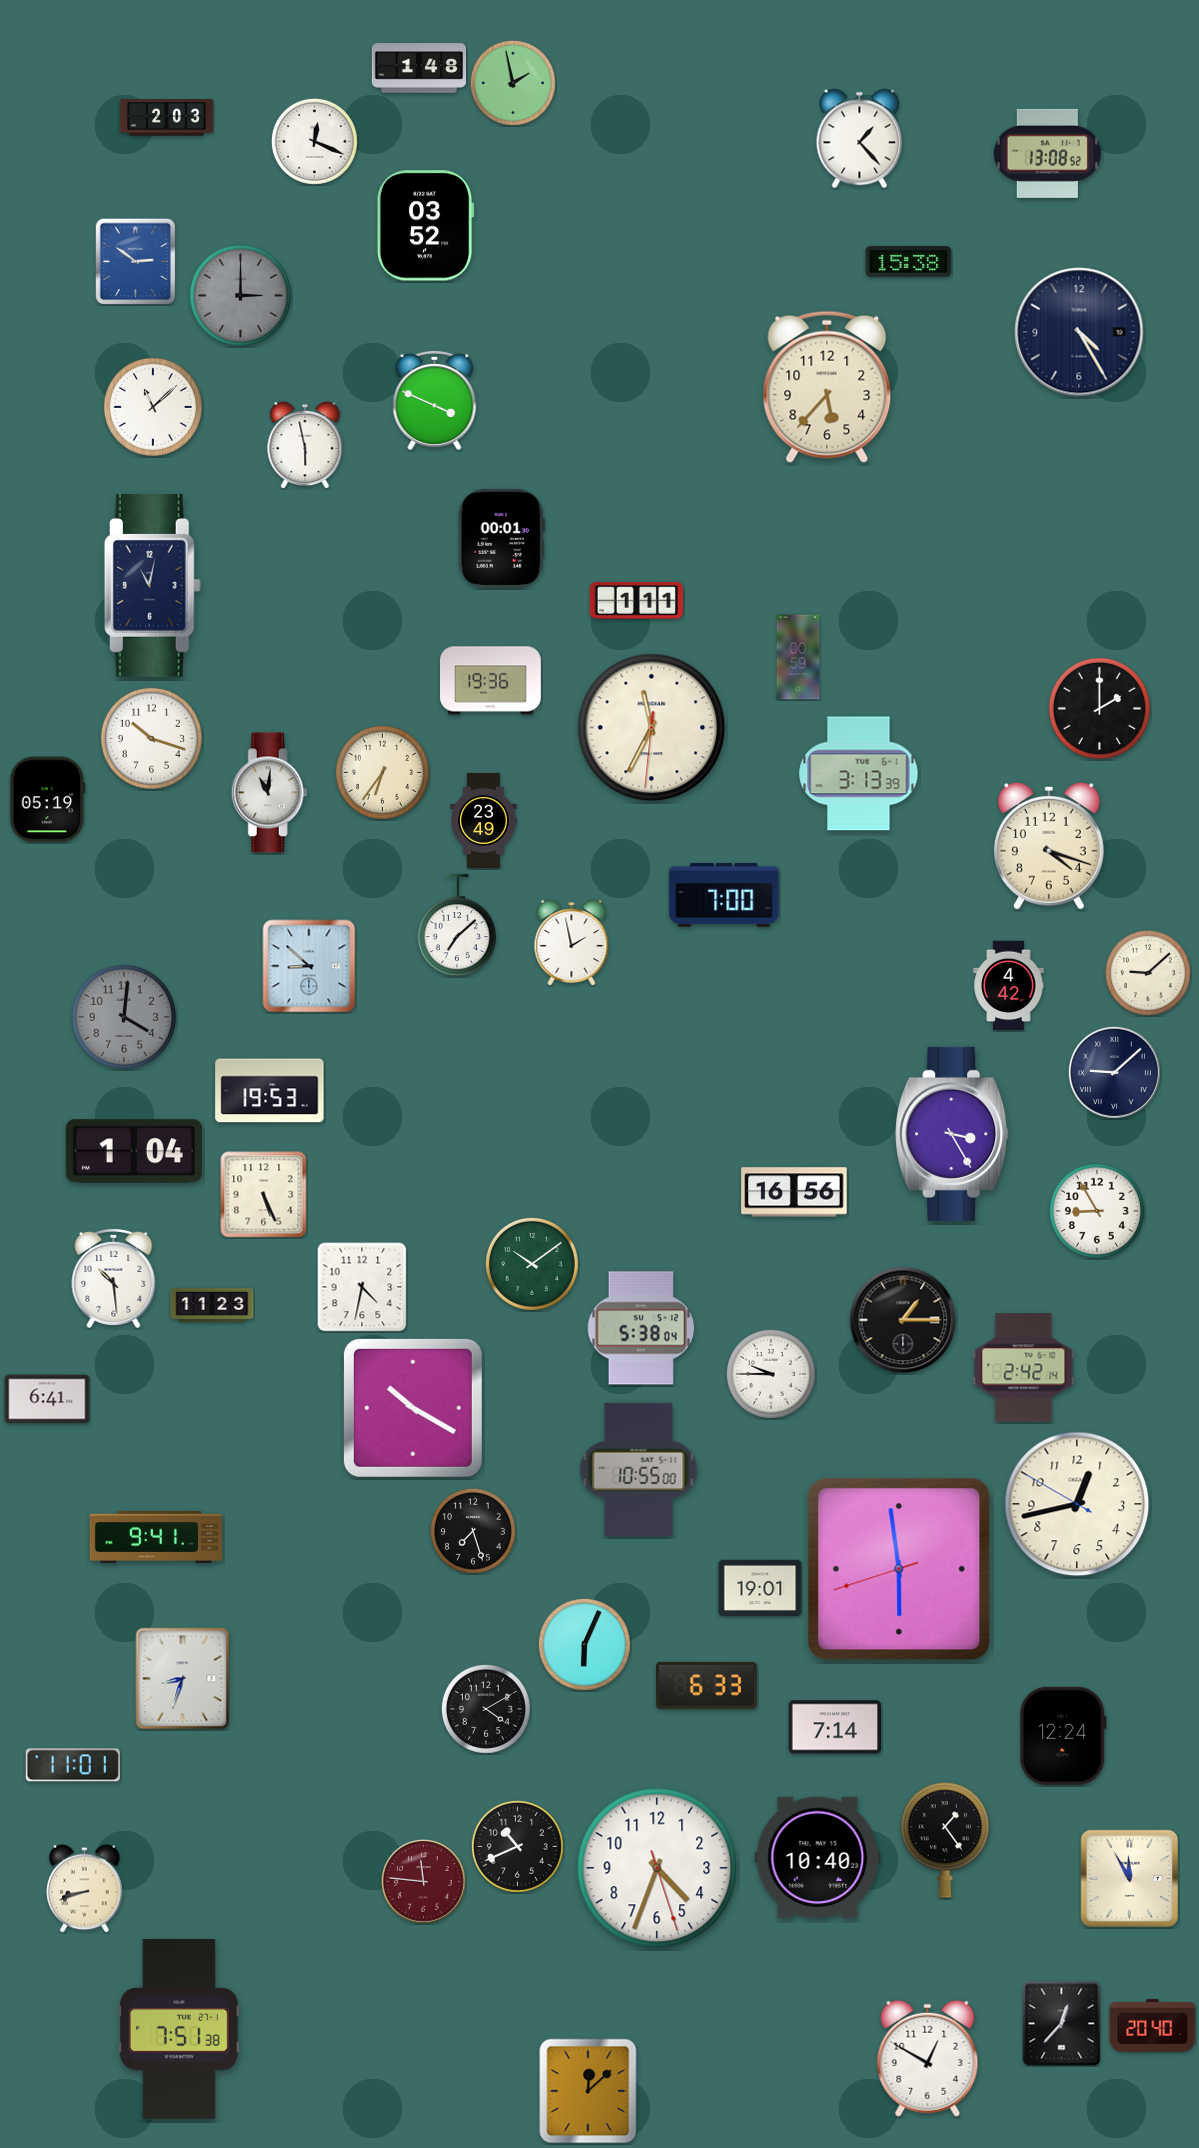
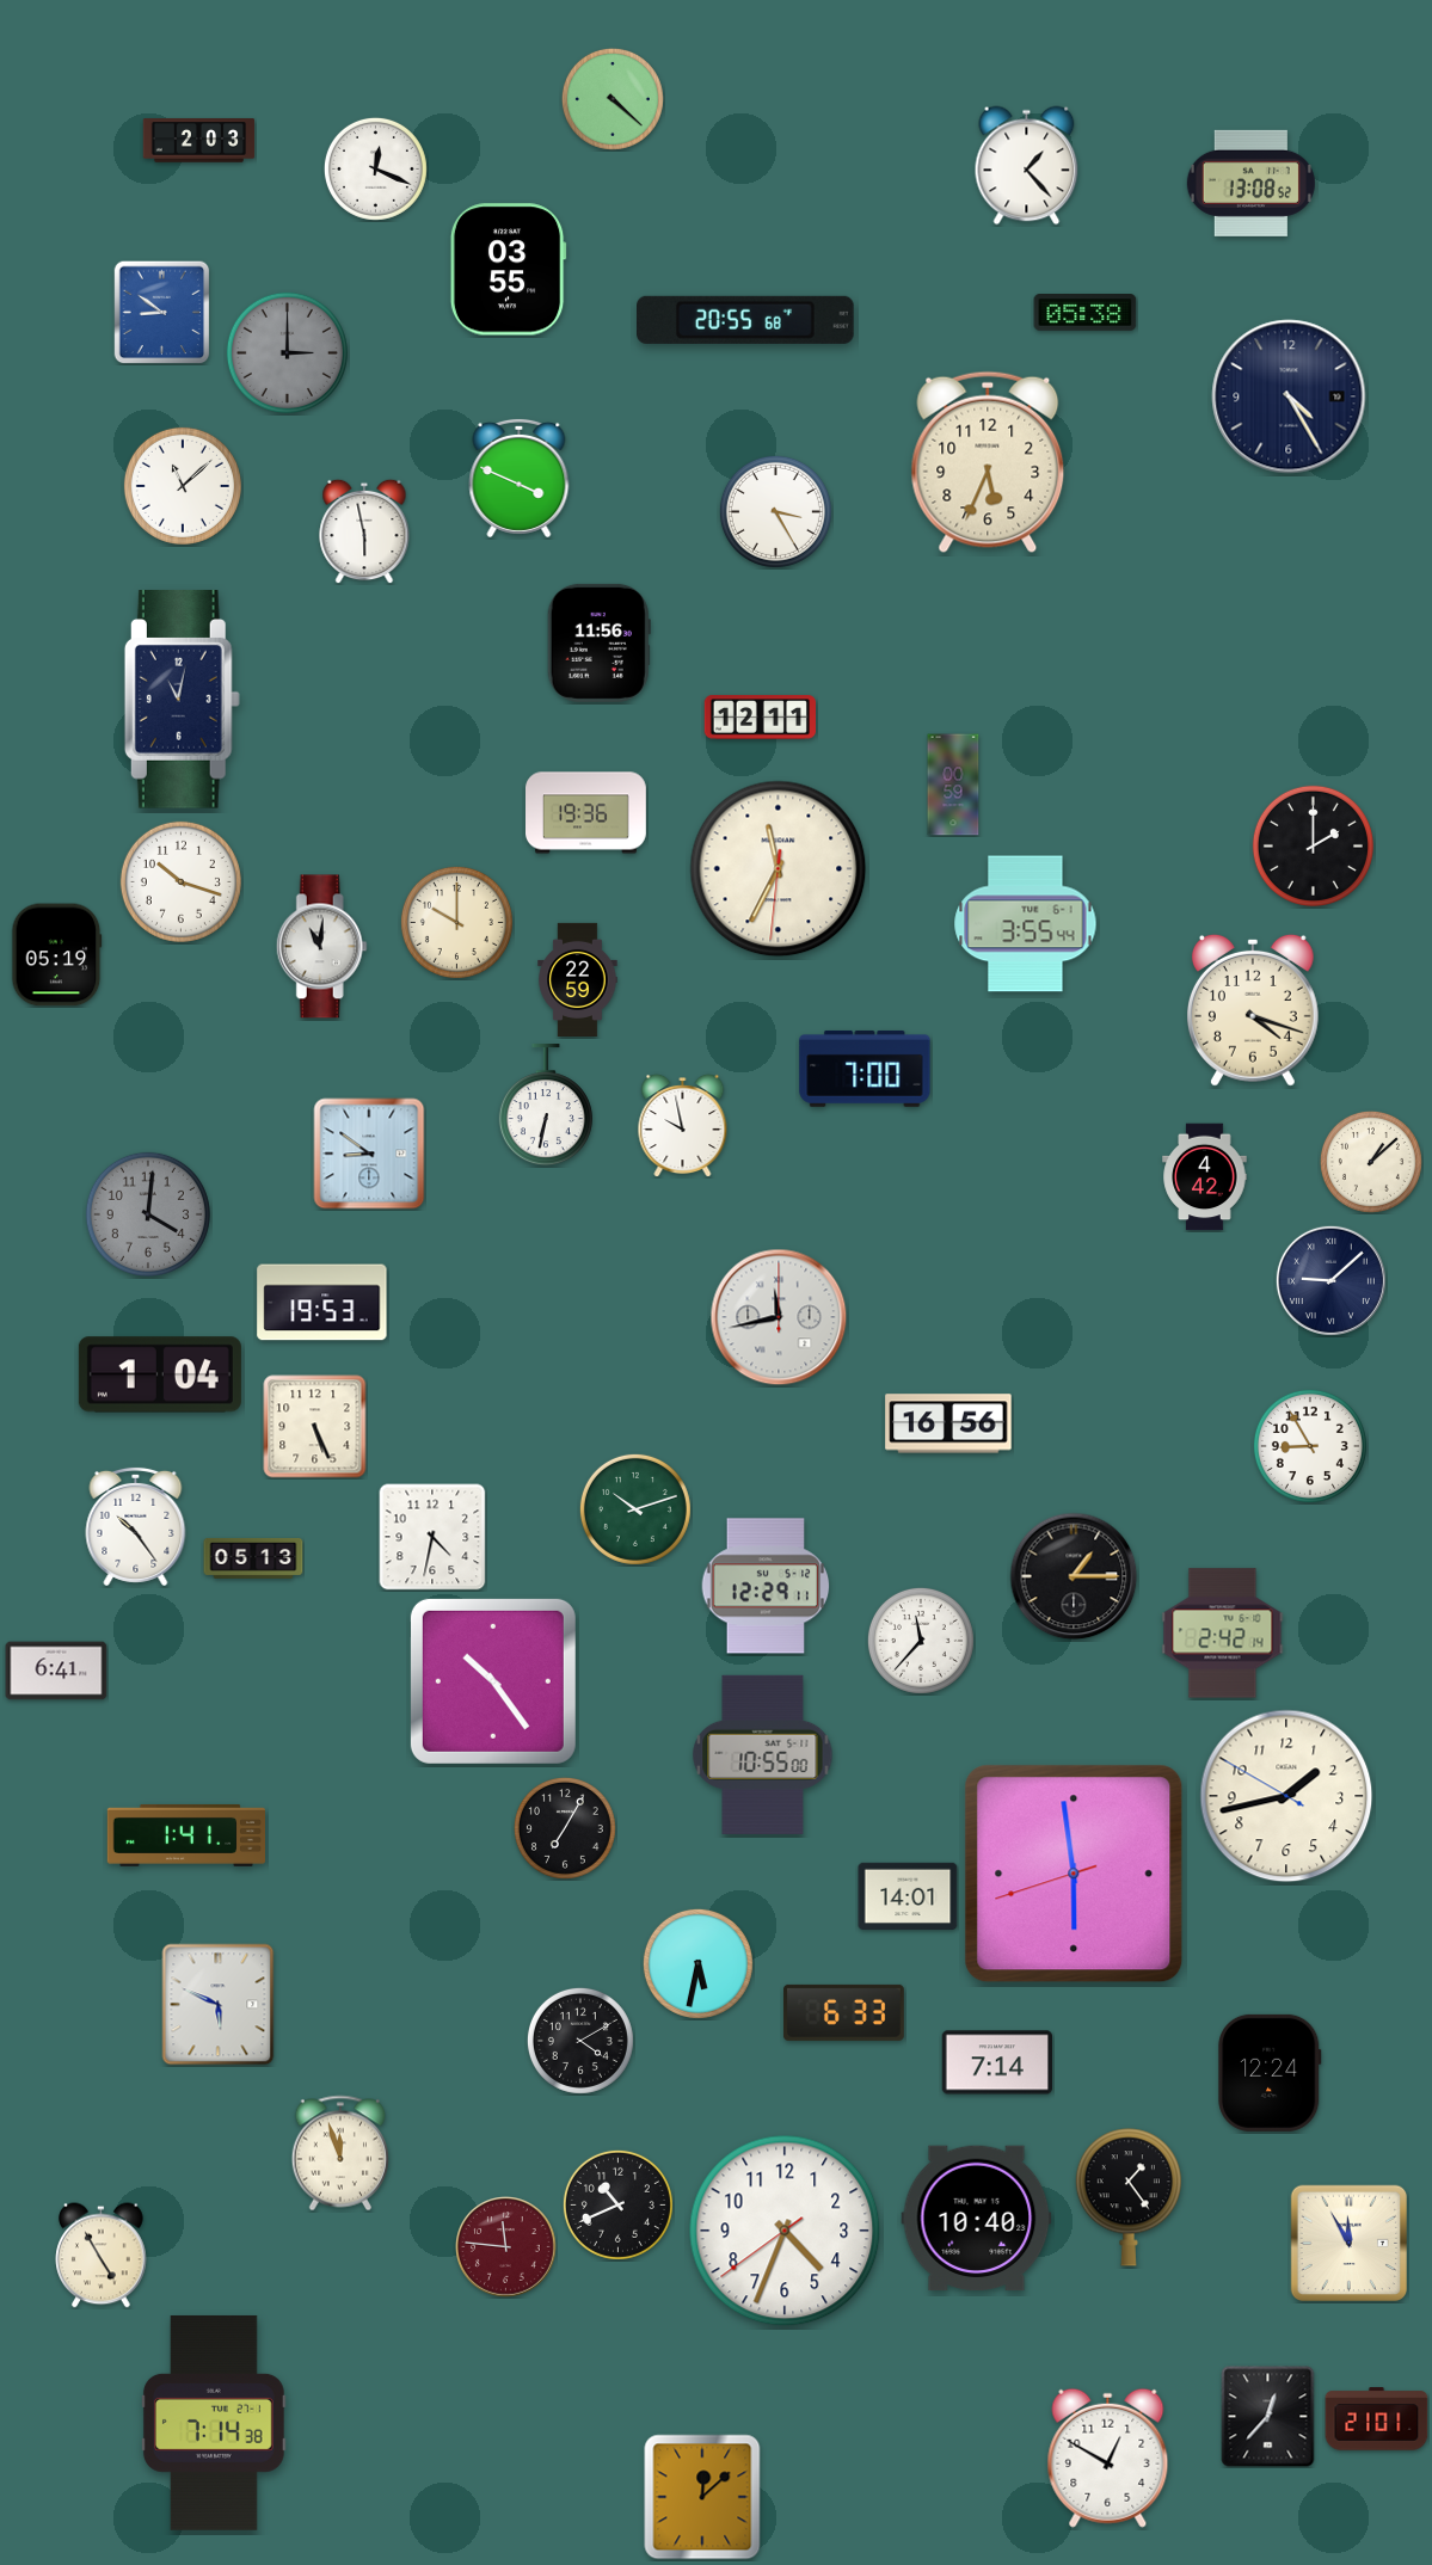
clock at (418, 68): 1:48 -> none
clock at (513, 83): 1:58 -> 4:22
clock at (425, 226): 03:52 -> 03:55
clock at (136, 261): 2:51 -> 8:51
clock at (909, 262): 15:38 -> 05:38
clock at (746, 320): none -> 20:55
clock at (827, 387): 5:37 -> 5:34
clock at (775, 511): none -> 3:25
clock at (501, 538): 00:01 -> 11:56
clock at (636, 601): 1:11 -> 12:11
clock at (382, 772): 6:36 -> 10:00
clock at (859, 774): 3:13 -> 3:55
clock at (484, 820): 23:49 -> 22:59
clock at (457, 926): 7:08 -> 6:32
clock at (572, 942): 1:58 -> 9:58
clock at (309, 966): 8:52 -> 8:51
clock at (1148, 973): 9:08 -> 1:08
clock at (779, 1317): none -> 11:43
clock at (953, 1134): 3:25 -> none
clock at (532, 1264): 10:09 -> 10:12
clock at (114, 1278): 10:29 -> 10:24
clock at (212, 1305): 11:23 -> 05:13
clock at (903, 1320) position: (903, 1320) -> (1074, 1576)
clock at (641, 1328): 5:38 -> 12:29
clock at (771, 1374): 9:45 -> 11:37
clock at (413, 1408): 10:20 -> 10:24
clock at (1077, 1504): 12:42 -> 1:42
clock at (473, 1531): 7:27 -> 7:05
clock at (155, 1537): 9:41 -> 1:41
clock at (760, 1587): 19:01 -> 14:01
clock at (584, 1644): 6:04 -> 5:32
clock at (183, 1679): 8:33 -> 5:49
clock at (73, 1765): 11:01 -> none
clock at (339, 2153): none -> 11:57
clock at (657, 1868): 4:33:27 -> 4:33:39
clock at (85, 1889): 8:42 -> 4:55
clock at (1153, 2026): 20:40 -> 21:01
clock at (179, 2029): 7:51 -> 7:14
